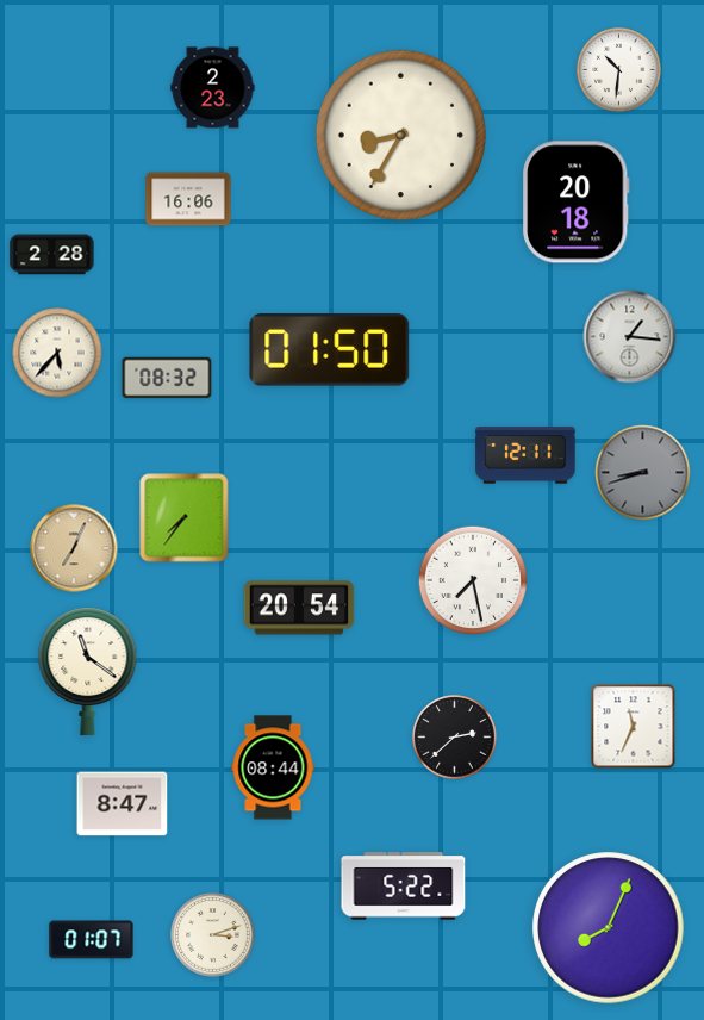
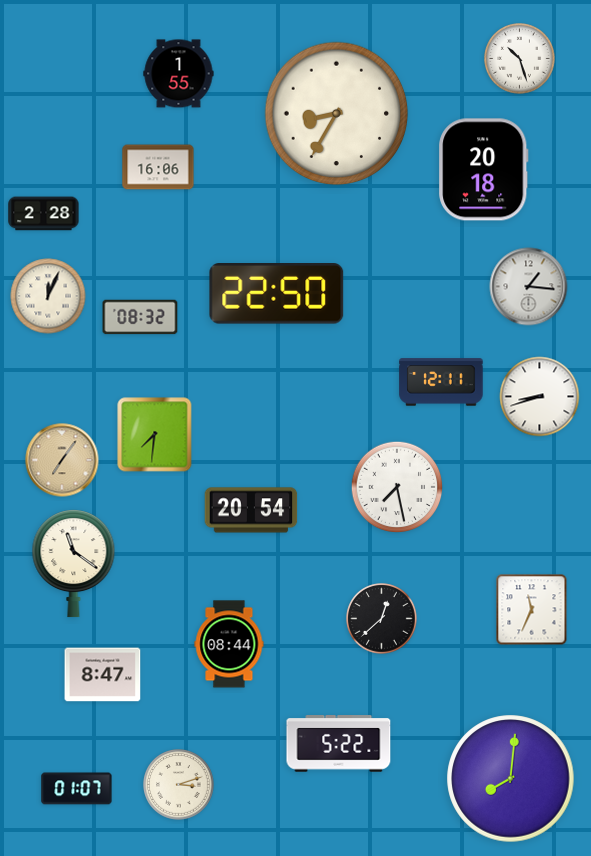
clock at (619, 70): 10:31 -> 10:27
clock at (213, 88): 2:23 -> 1:55
clock at (630, 337) position: (630, 337) -> (529, 287)
clock at (330, 350): 01:50 -> 22:50
clock at (57, 353): 5:37 -> 12:04
clock at (643, 473) dial: grey -> white
clock at (185, 518): 7:36 -> 7:31
clock at (74, 548): 7:04 -> 7:06
clock at (455, 738): 2:38 -> 12:38
clock at (609, 928): 8:04 -> 8:01
